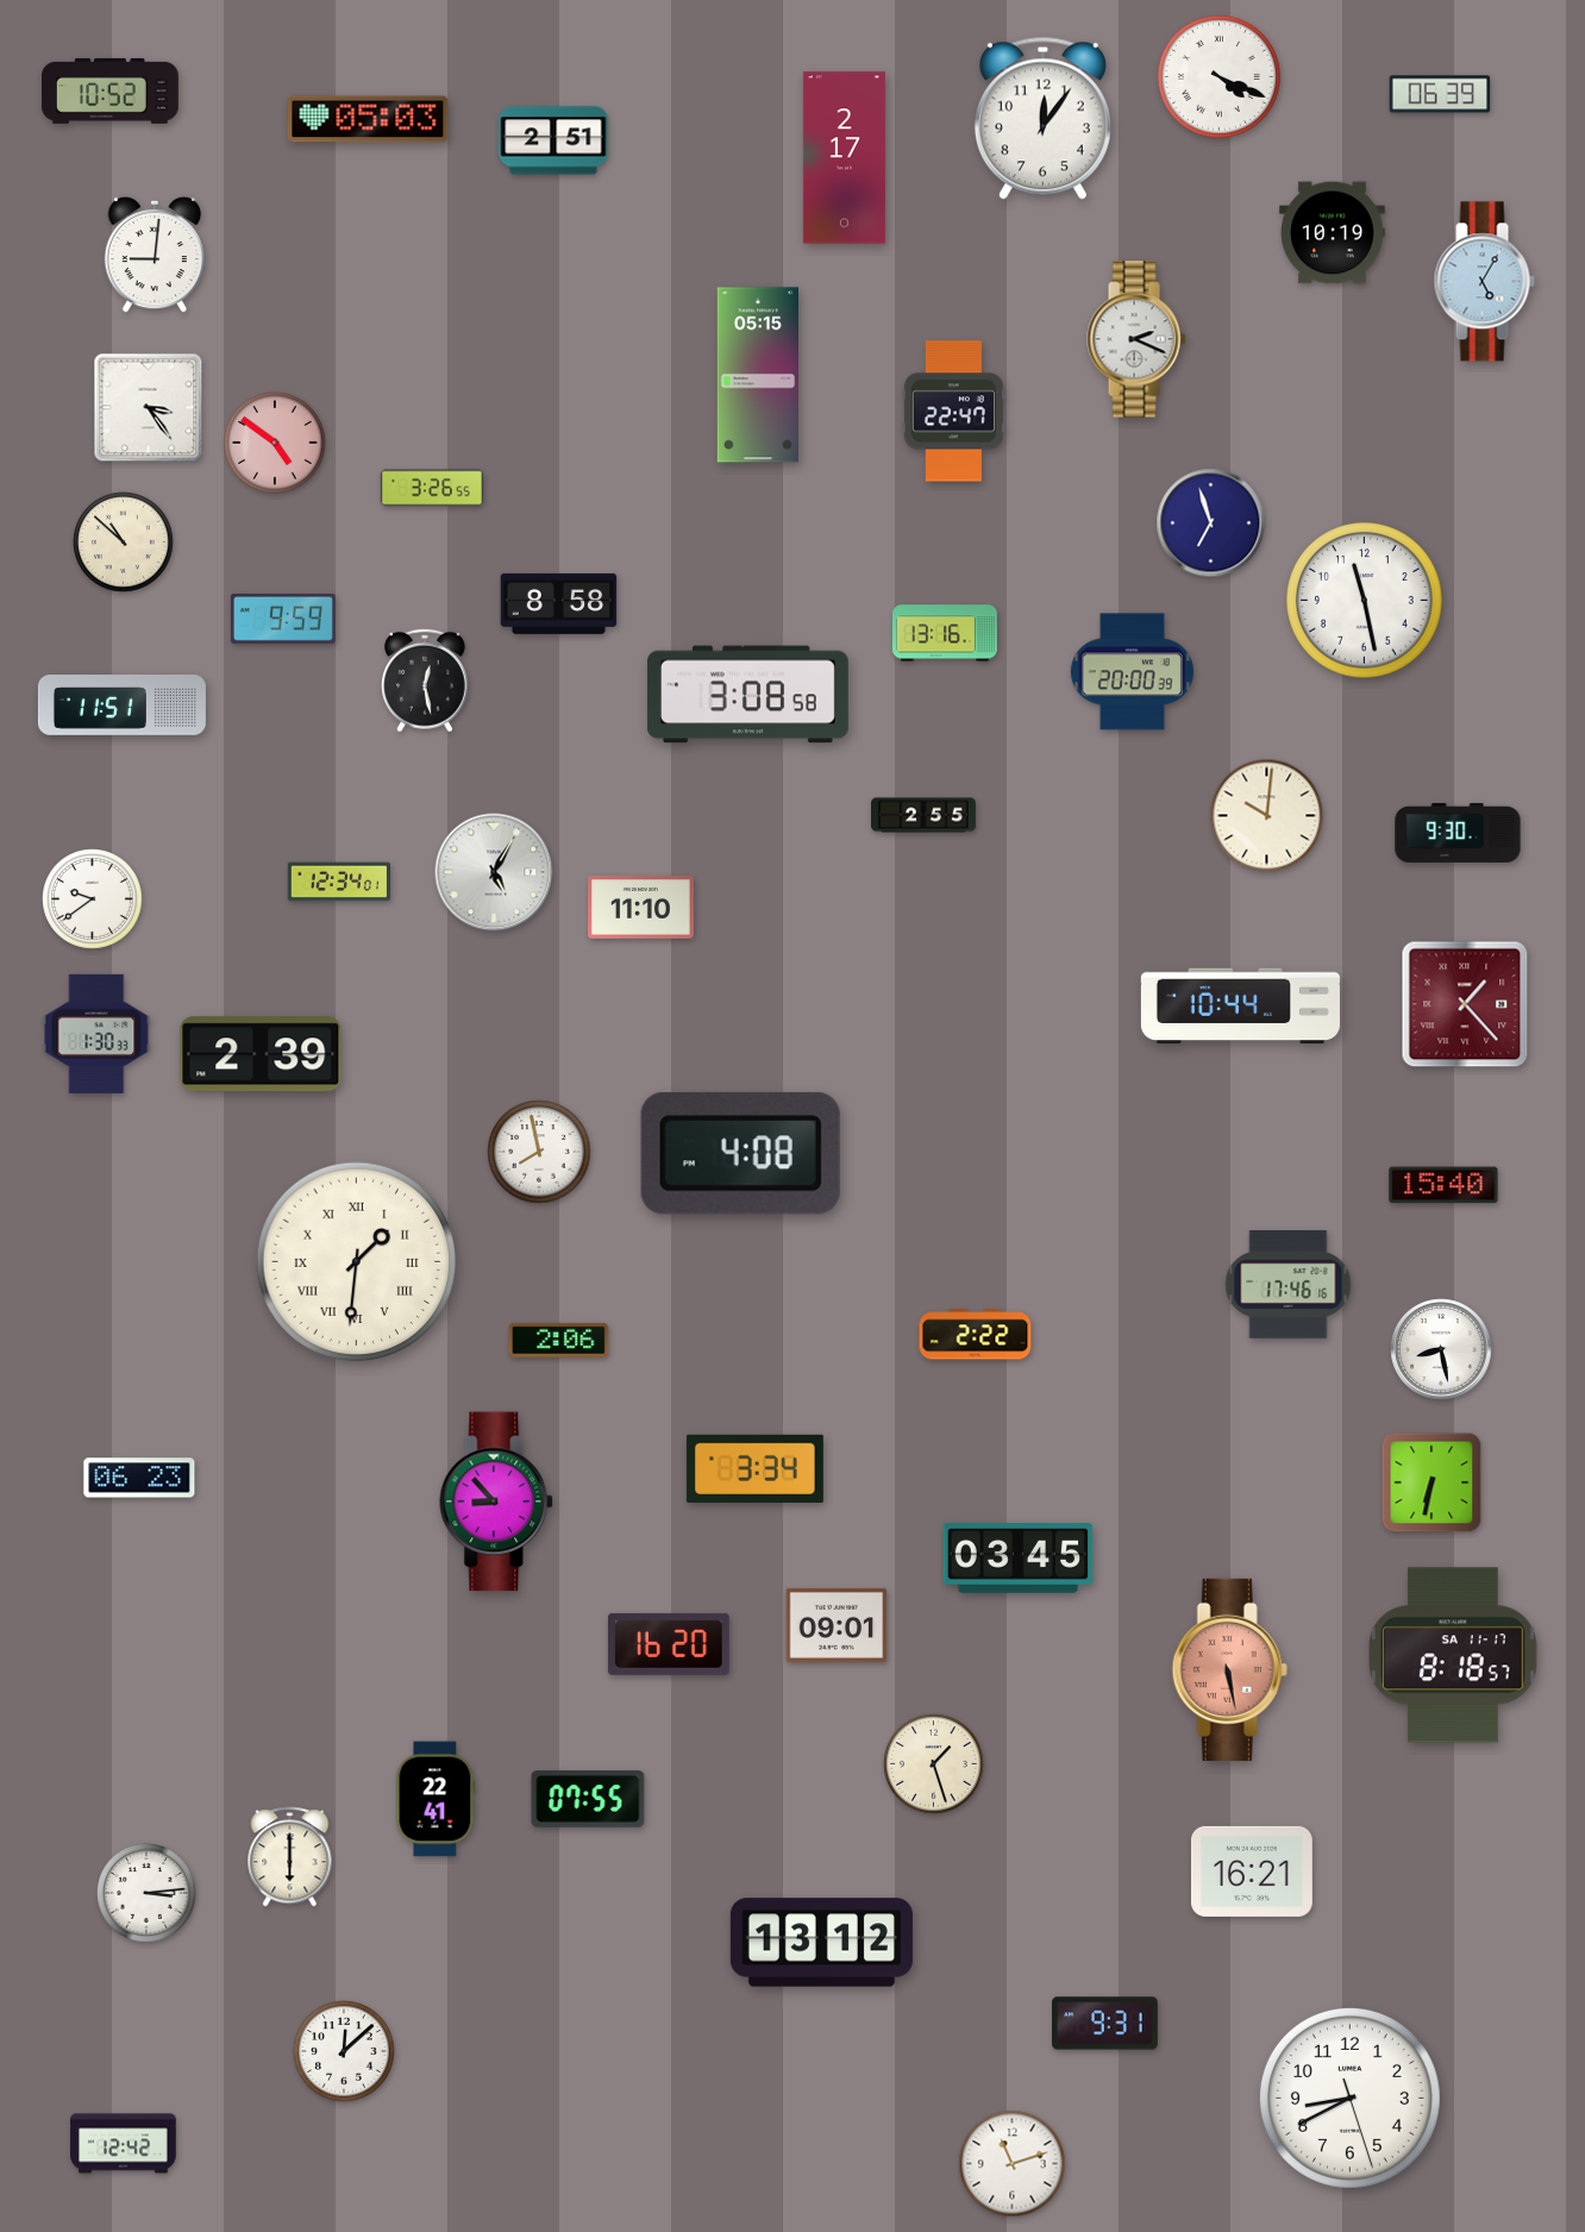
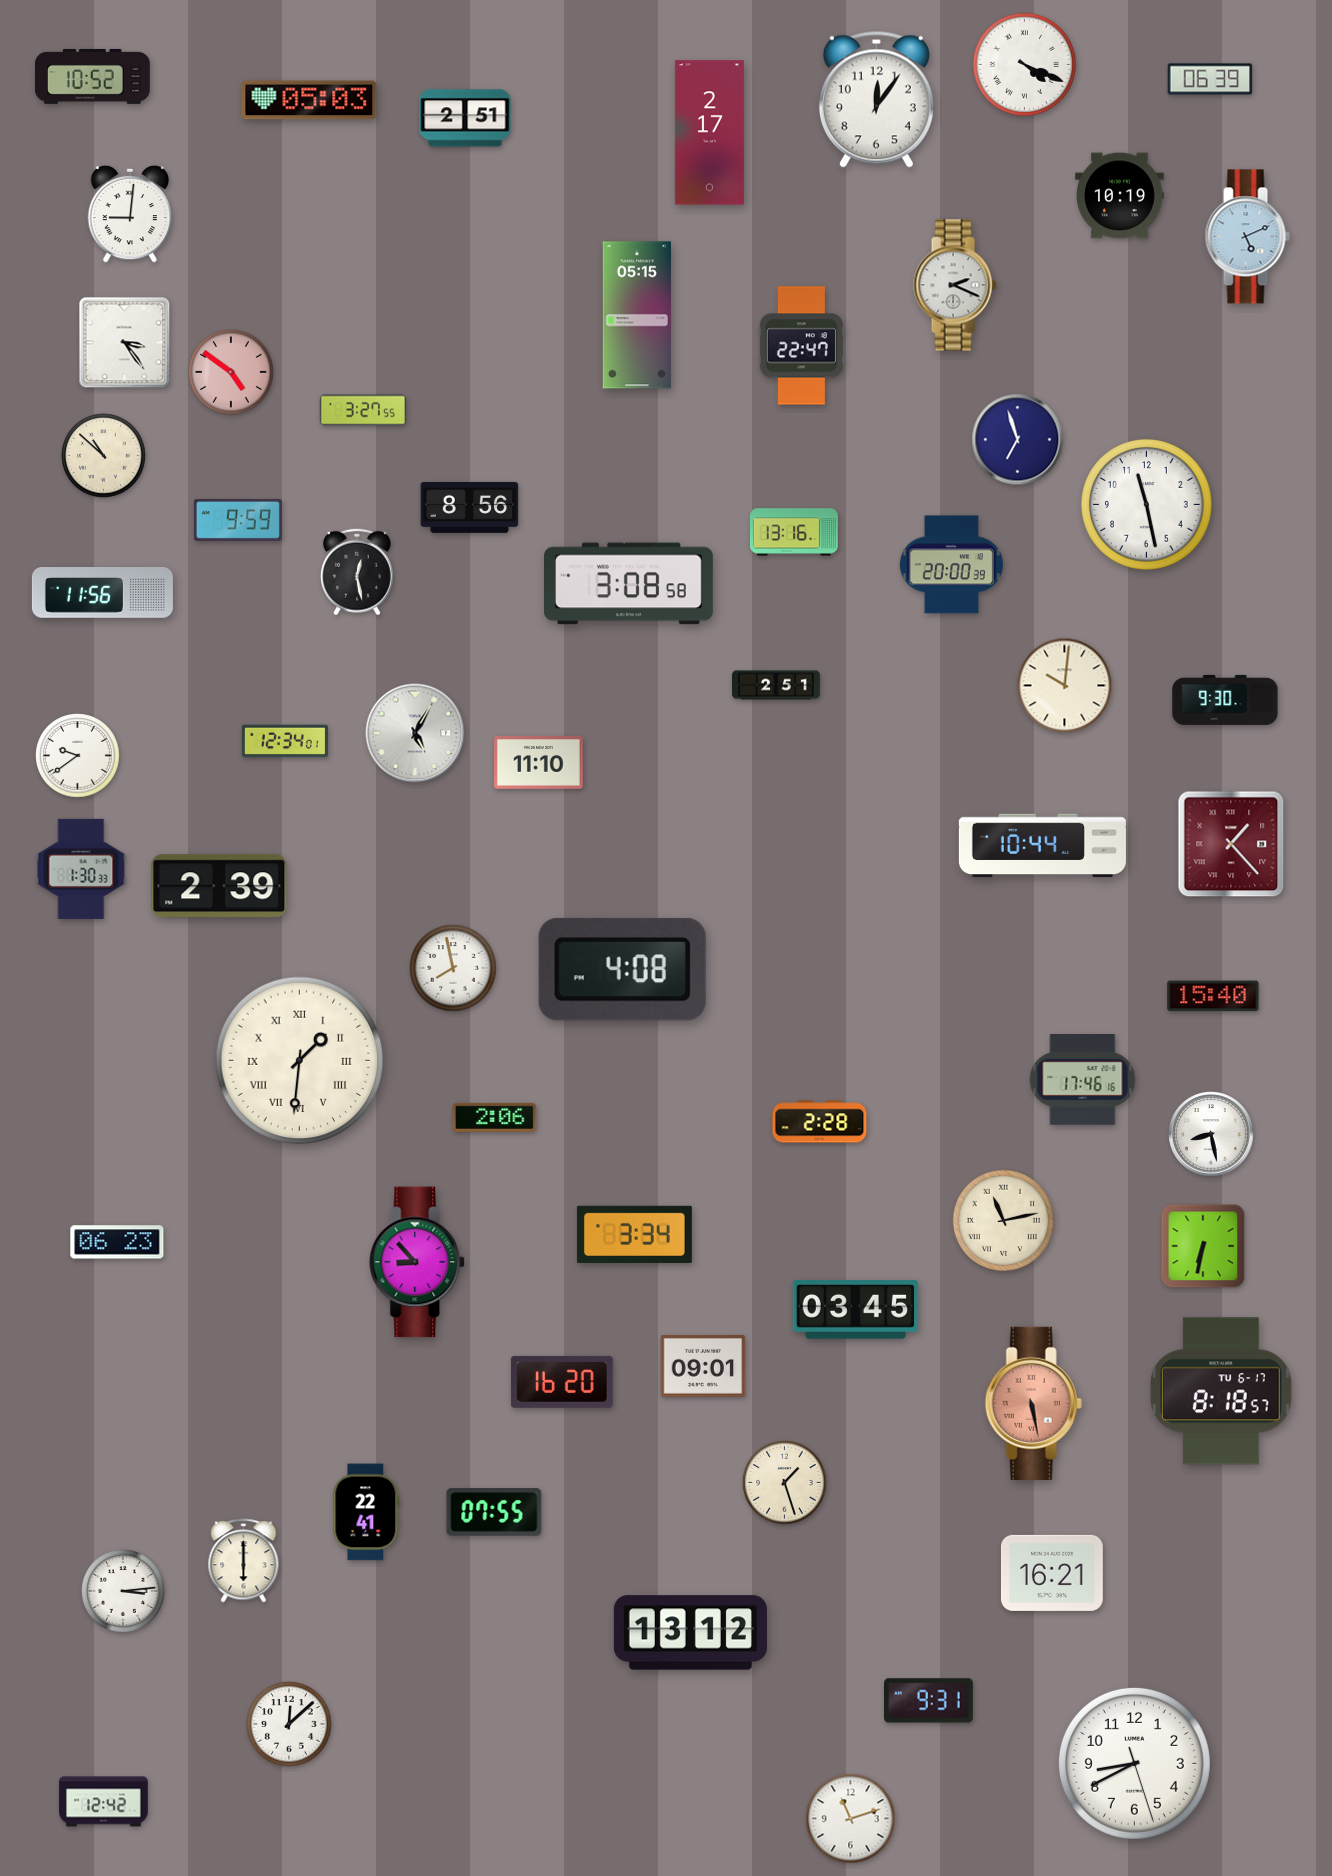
clock at (1484, 282): 5:05 -> 5:11
clock at (431, 488): 3:26 -> 3:27
clock at (559, 603): 8:58 -> 8:56
clock at (121, 706): 11:51 -> 11:56
clock at (925, 815): 2:55 -> 2:51
clock at (976, 1335): 2:22 -> 2:28
clock at (559, 1340) position: (559, 1340) -> (495, 1117)
clock at (1003, 1220): none -> 11:13
clock at (1453, 1655) date: SA 11-17 -> TU 6-17
